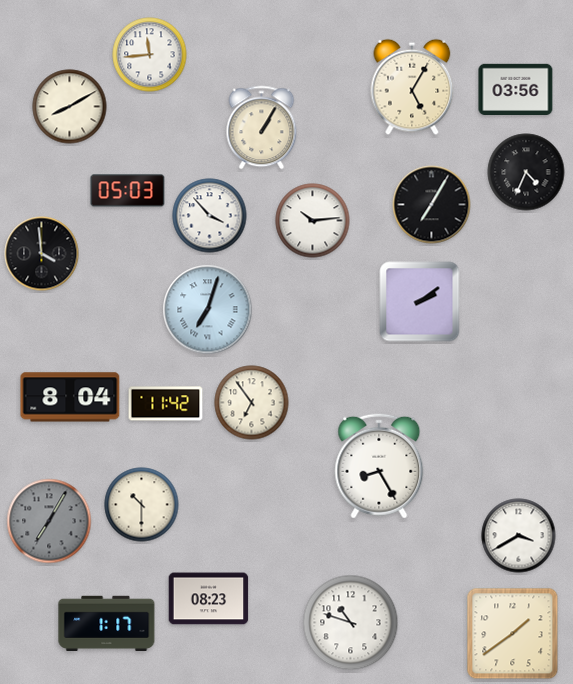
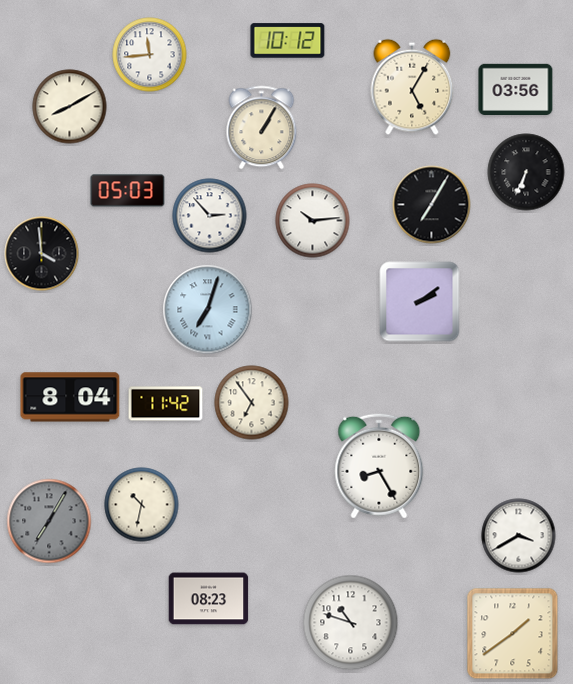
clock at (288, 41): none -> 10:12
clock at (526, 172): 4:34 -> 6:34
clock at (210, 216): 3:53 -> 2:53
clock at (142, 505): 10:30 -> 10:32
clock at (107, 623): 1:17 -> none
